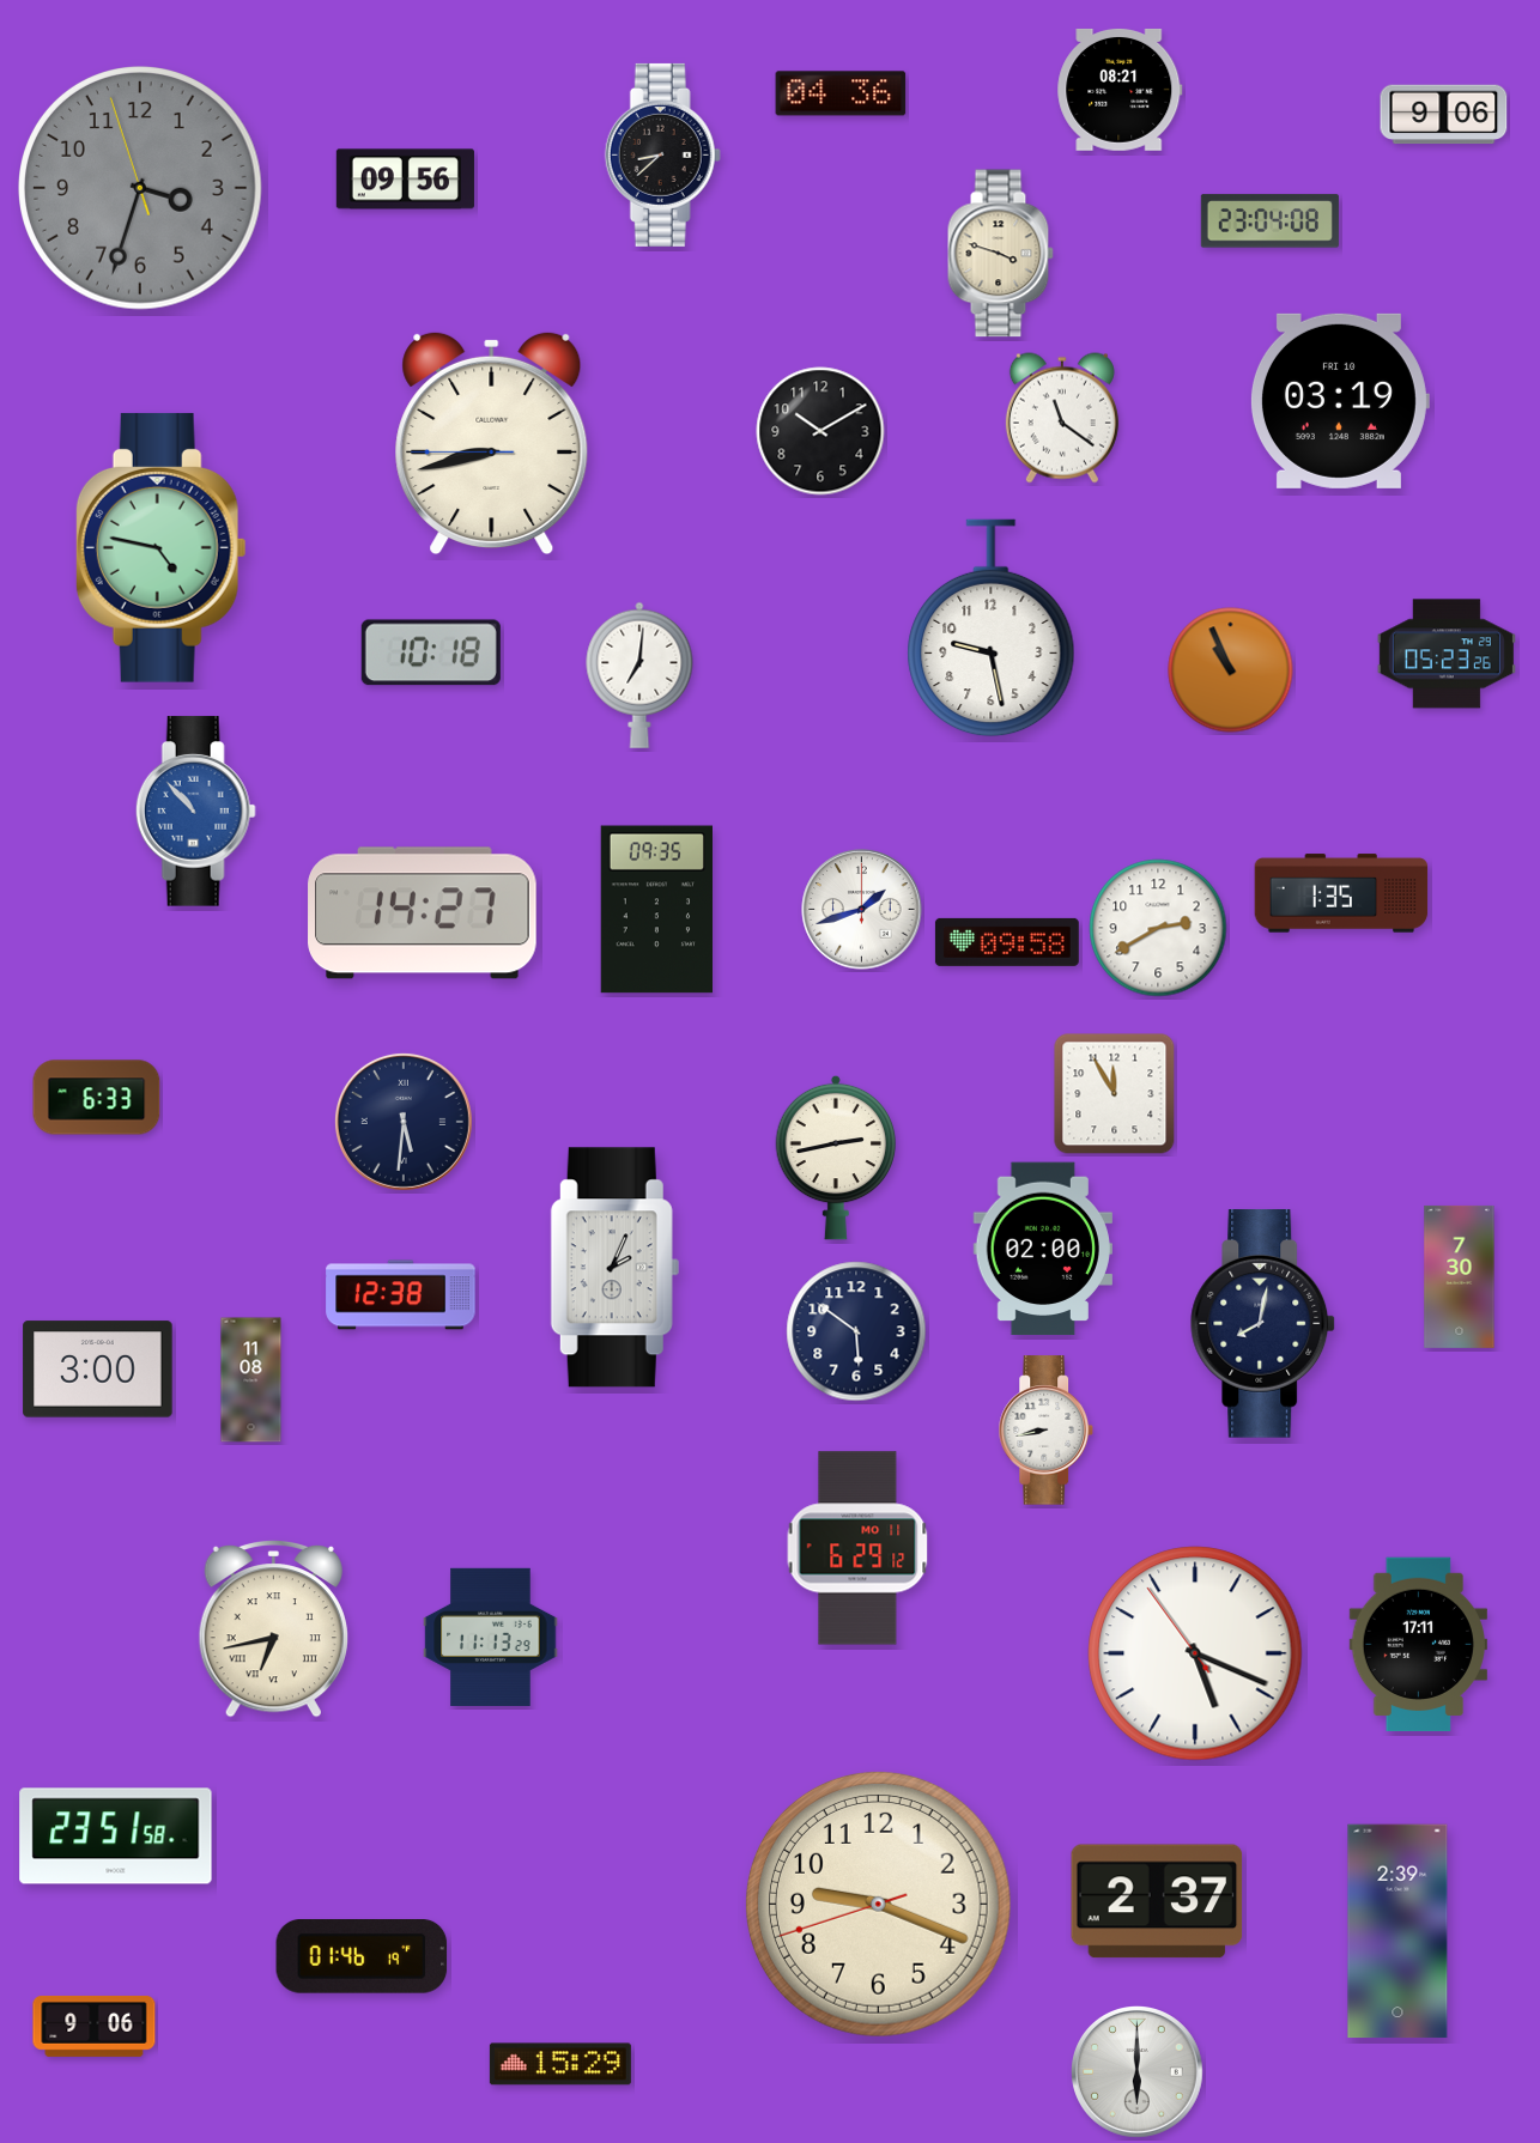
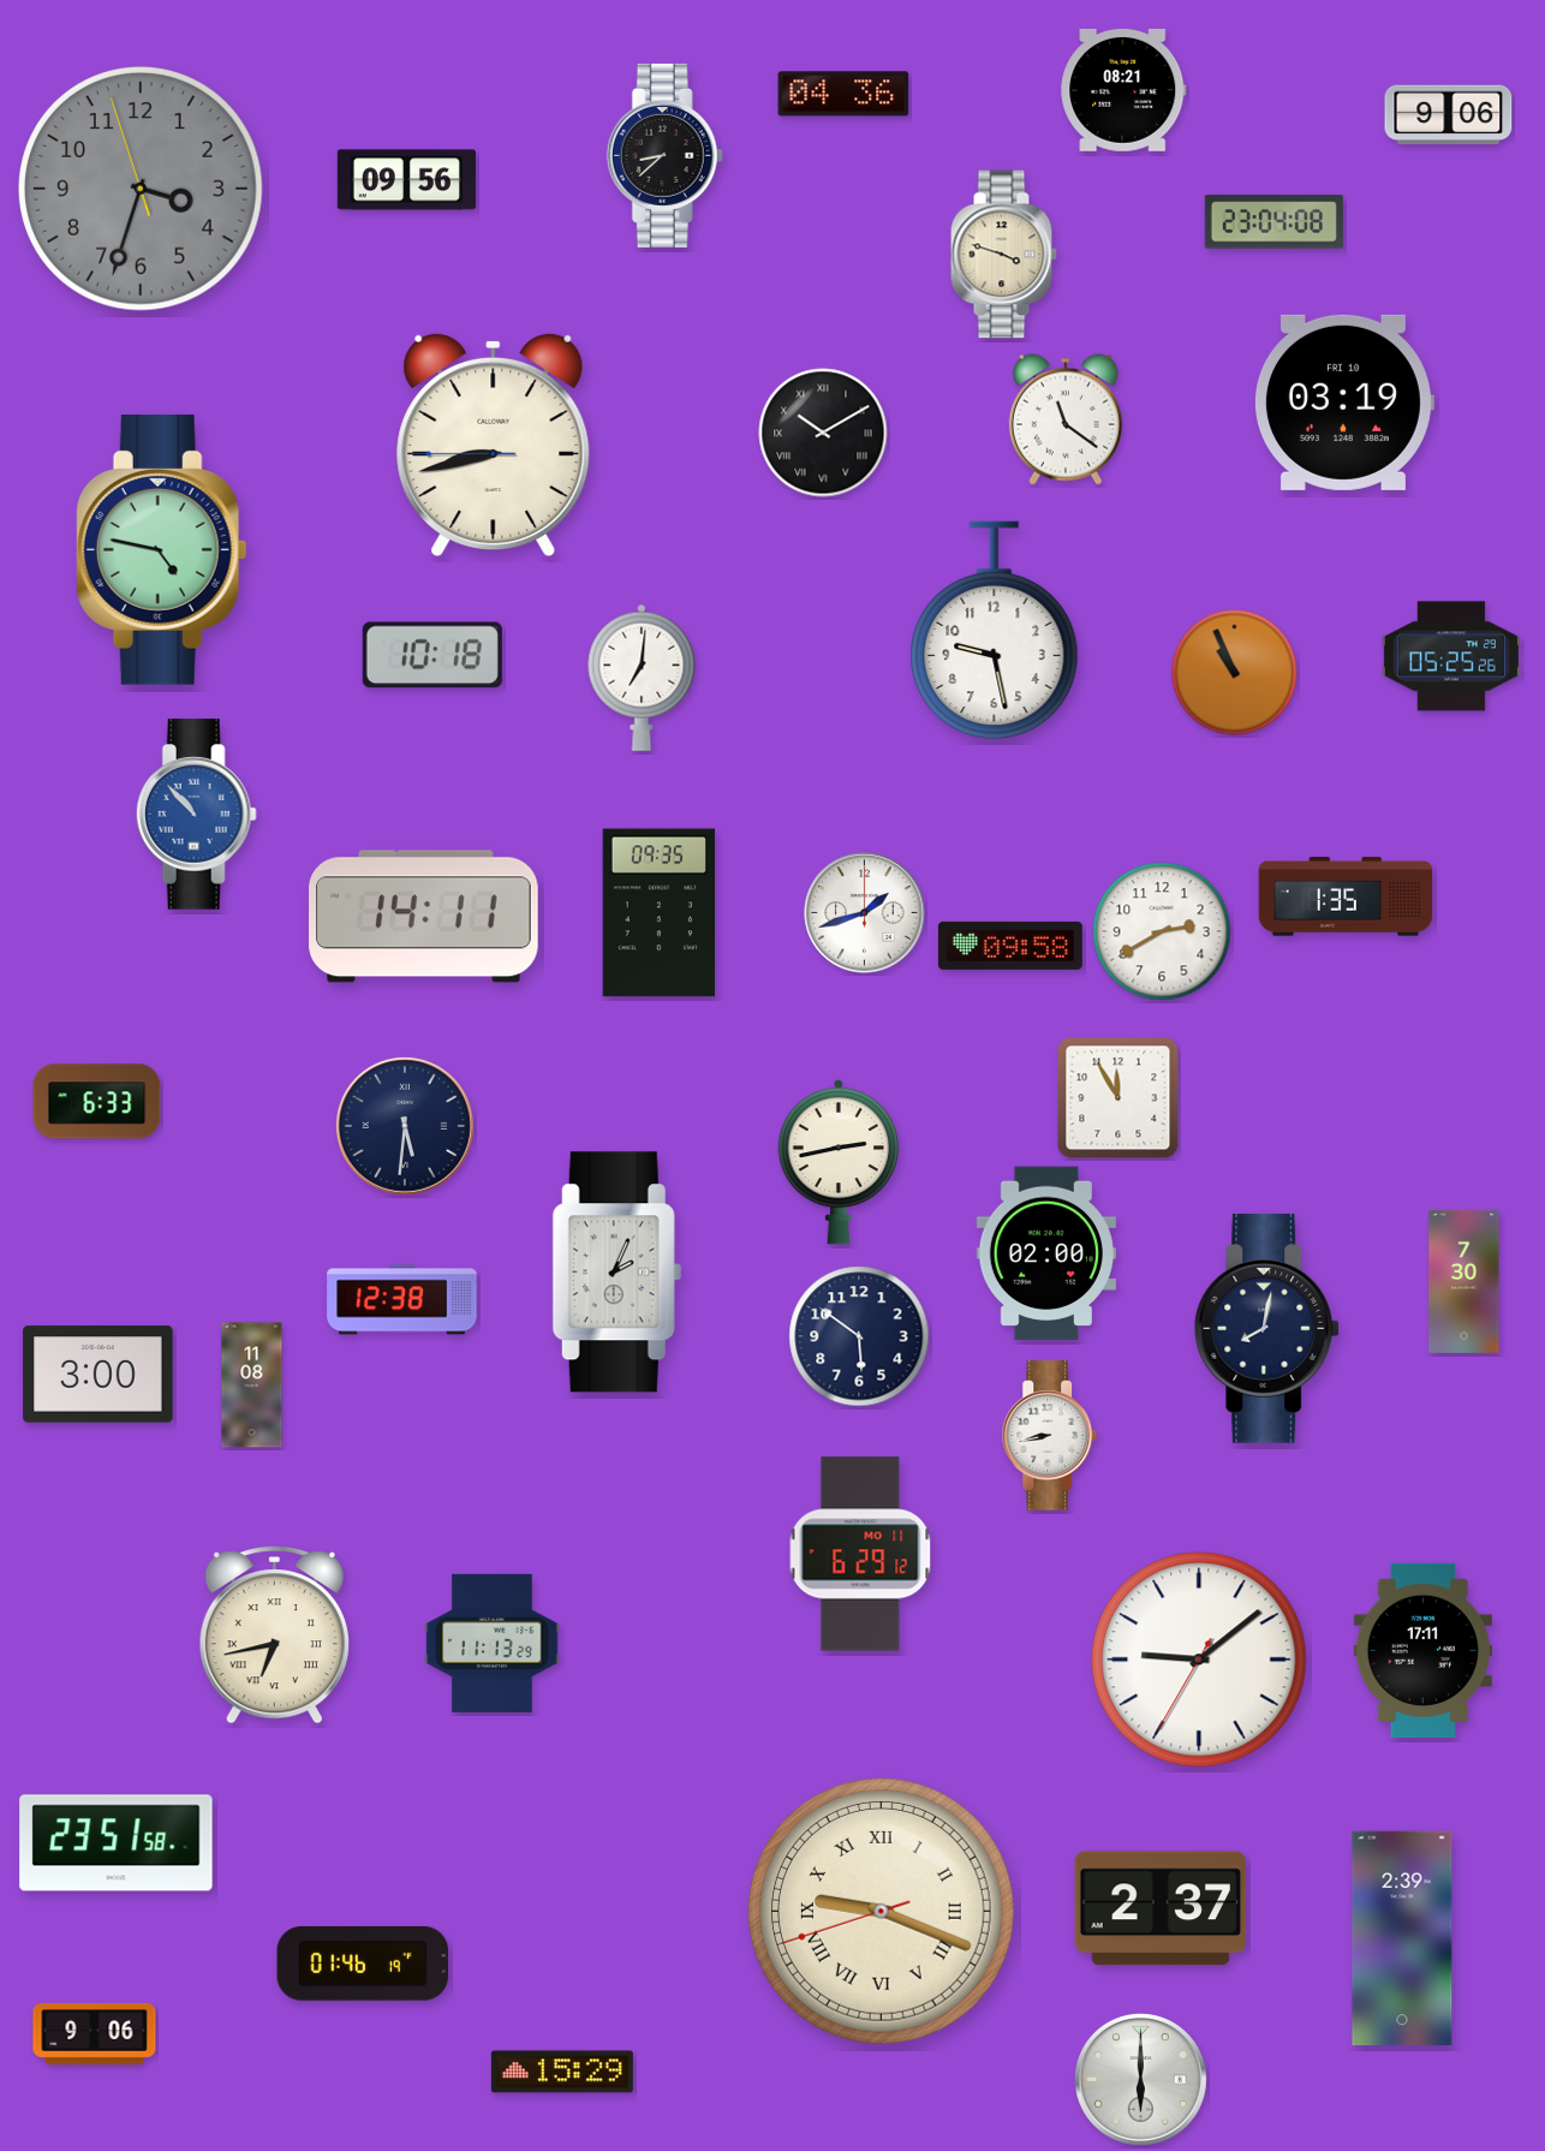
clock at (820, 431) numerals: Arabic -> Roman
clock at (1447, 654): 05:23 -> 05:25
clock at (423, 913): 14:27 -> 14:11
clock at (1195, 1653): 5:18 -> 9:08
clock at (878, 1904) numerals: Arabic -> Roman
